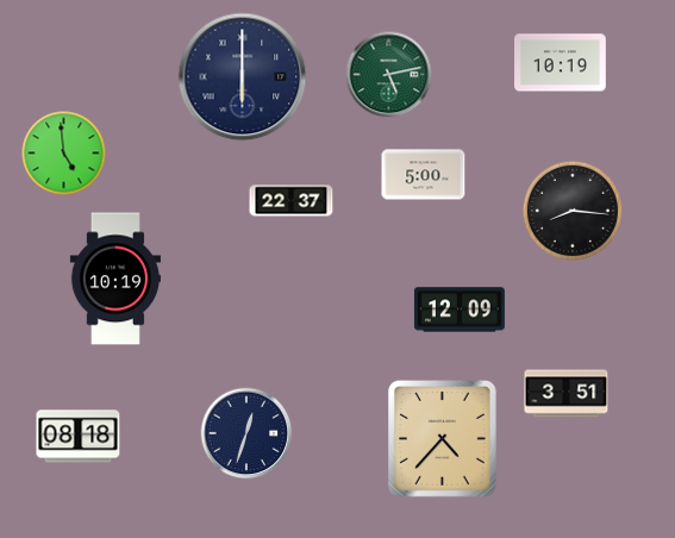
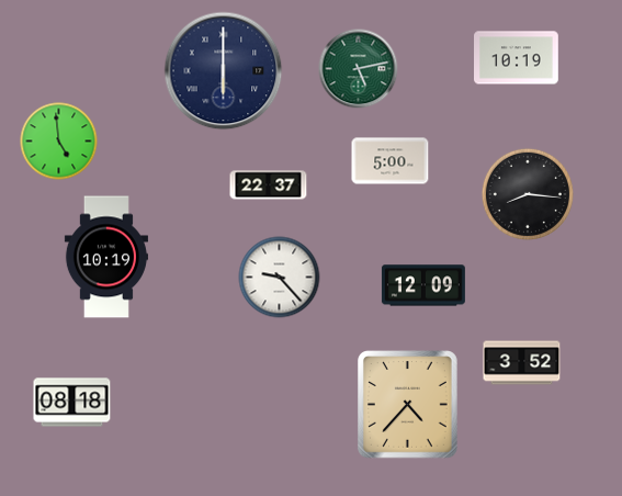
clock at (280, 278): none -> 9:23
clock at (567, 394): 3:51 -> 3:52
clock at (246, 433): 12:33 -> none
